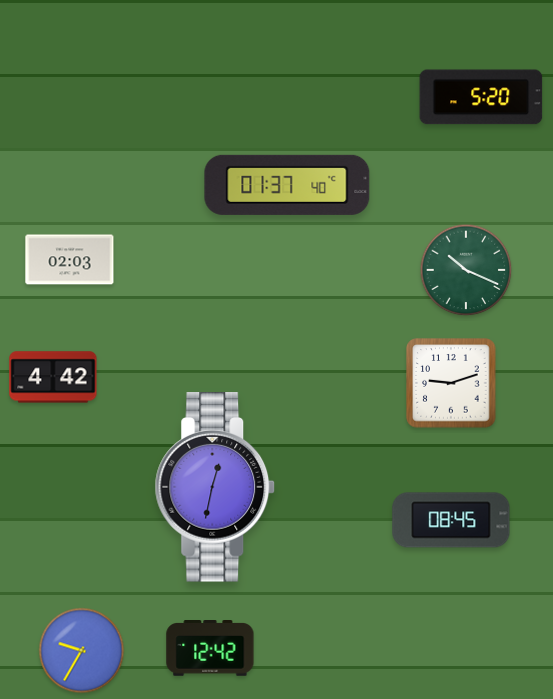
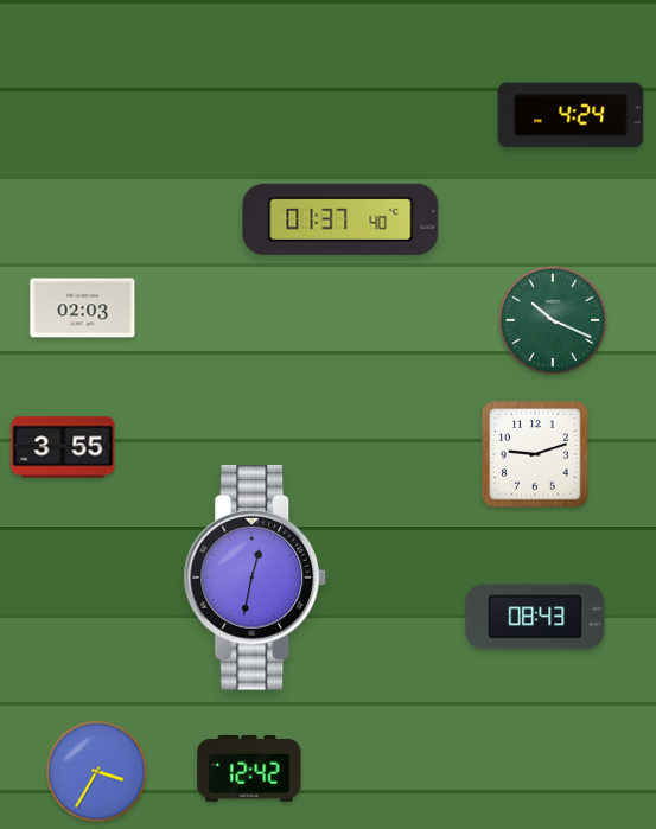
clock at (481, 97): 5:20 -> 4:24
clock at (53, 377): 4:42 -> 3:55
clock at (451, 520): 08:45 -> 08:43
clock at (82, 651): 9:35 -> 3:35
